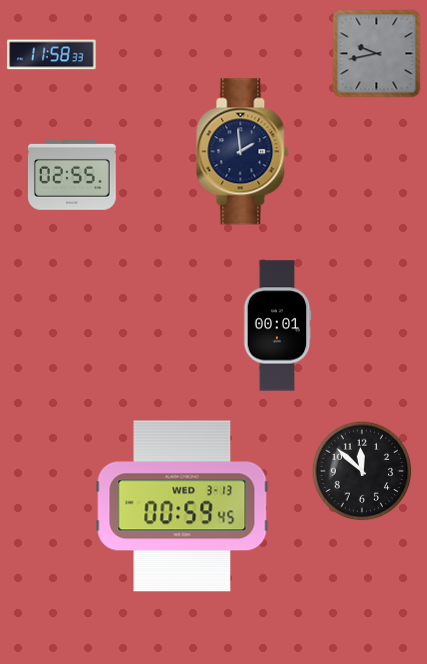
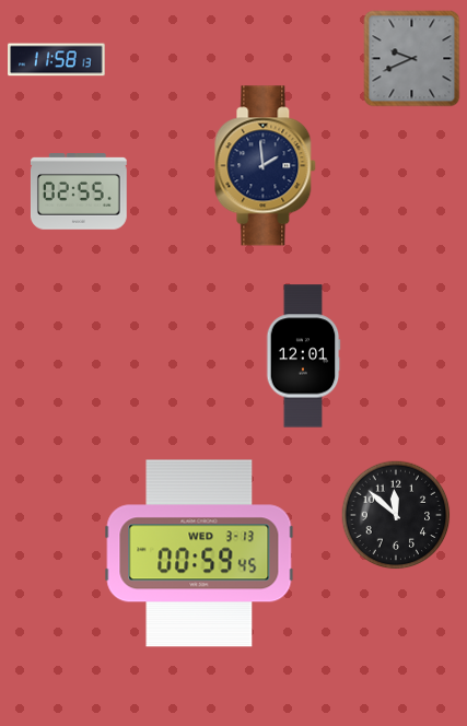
clock at (377, 54): 9:43 -> 9:41
clock at (52, 55): 11:58:33 -> 11:58:13
clock at (277, 326): 00:01 -> 12:01
